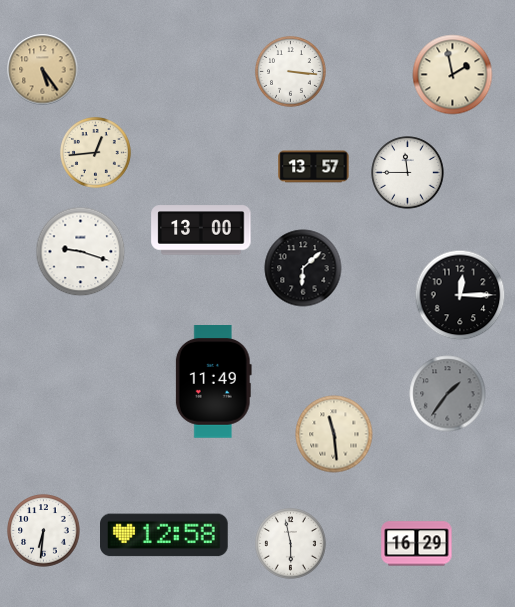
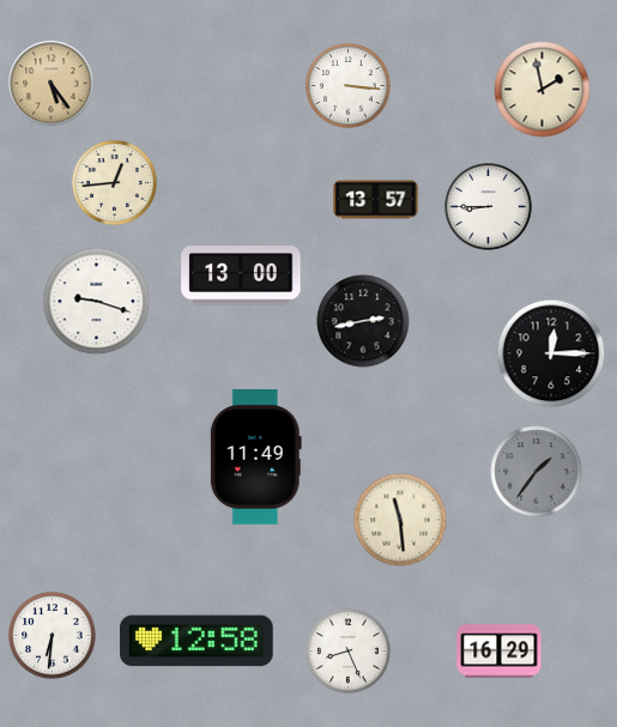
clock at (408, 173): 11:45 -> 8:45
clock at (303, 268): 6:08 -> 2:43
clock at (291, 544): 5:58 -> 8:26
